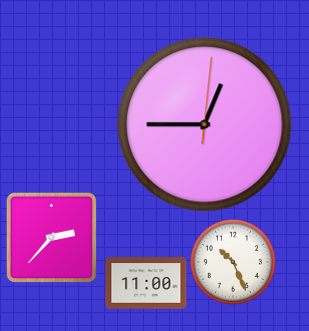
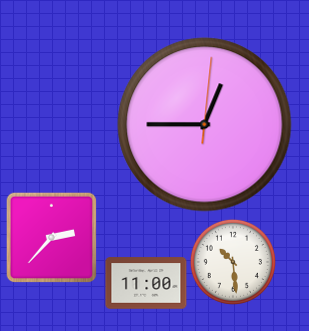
clock at (233, 262): 10:26 -> 10:29
